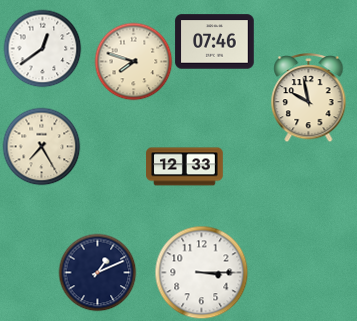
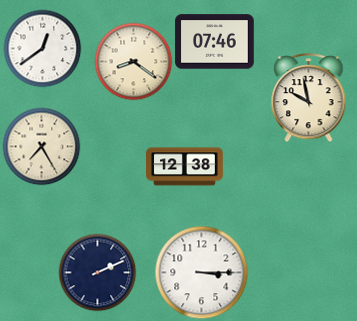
clock at (133, 61): 7:48 -> 8:21
clock at (185, 167): 12:33 -> 12:38
clock at (97, 272): 1:11 -> 2:11
